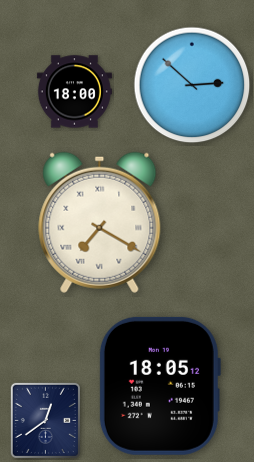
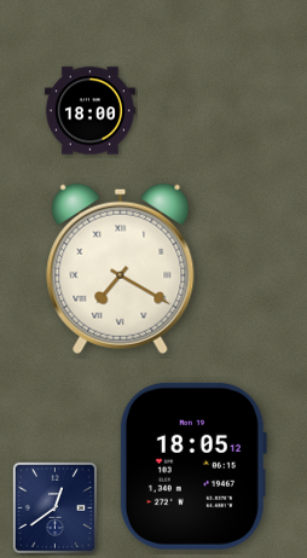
clock at (192, 85): 2:52 -> none
